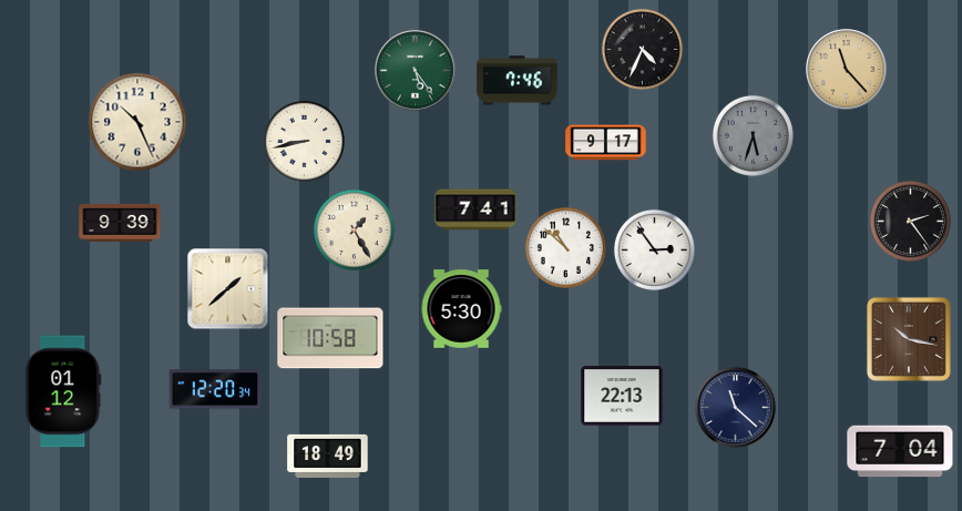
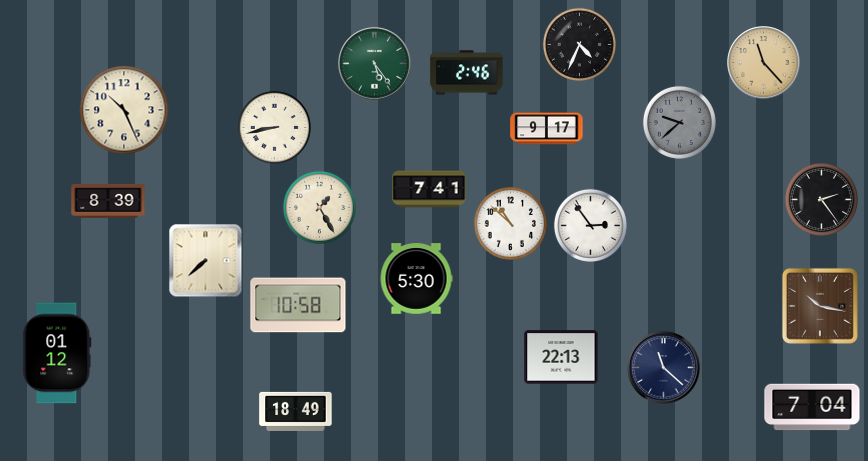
clock at (518, 81): 7:46 -> 2:46
clock at (753, 135): 5:33 -> 9:38
clock at (120, 223): 9:39 -> 8:39
clock at (228, 289): 1:38 -> 7:38
clock at (215, 389): 12:20 -> none
